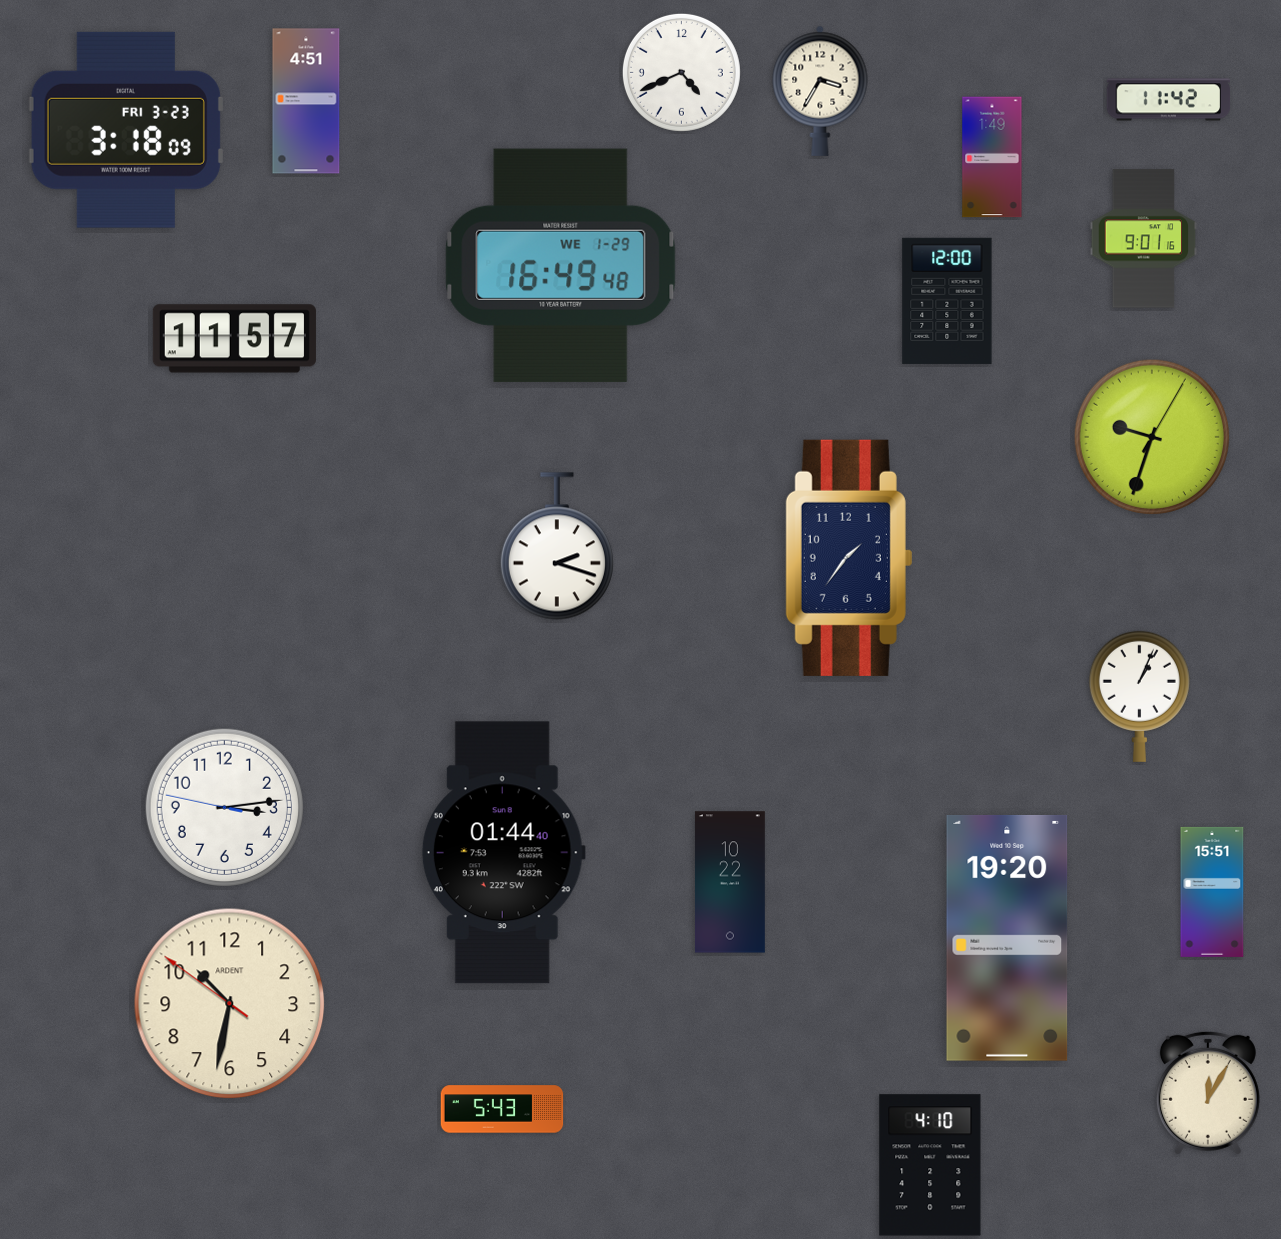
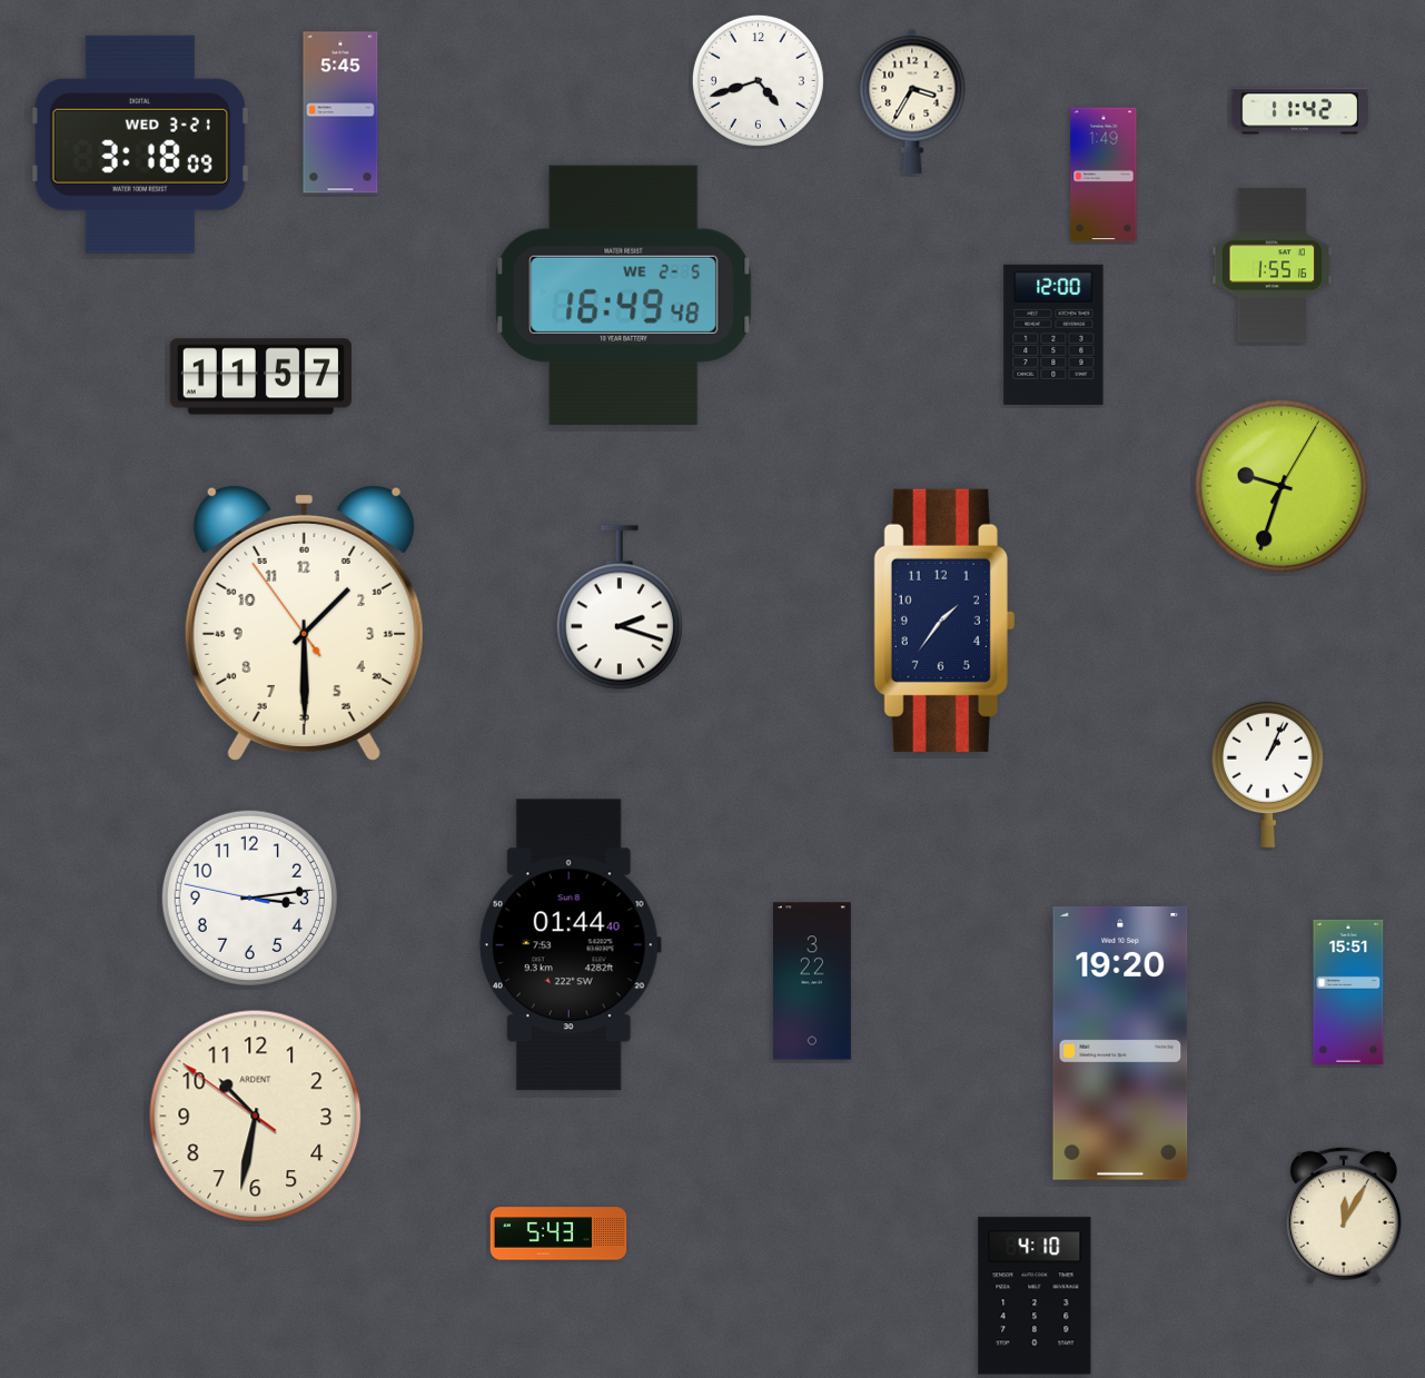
clock at (681, 72): 4:41 -> 4:42
clock at (306, 101): 4:51 -> 5:45
clock at (126, 130) date: FRI 3-23 -> WED 3-21
clock at (1144, 239): 9:01 -> 1:55
clock at (561, 265) date: WE 1-29 -> WE 2-5
clock at (304, 623): none -> 1:29
clock at (503, 853) position: (503, 853) -> (570, 945)
clock at (730, 882): 10:22 -> 3:22
